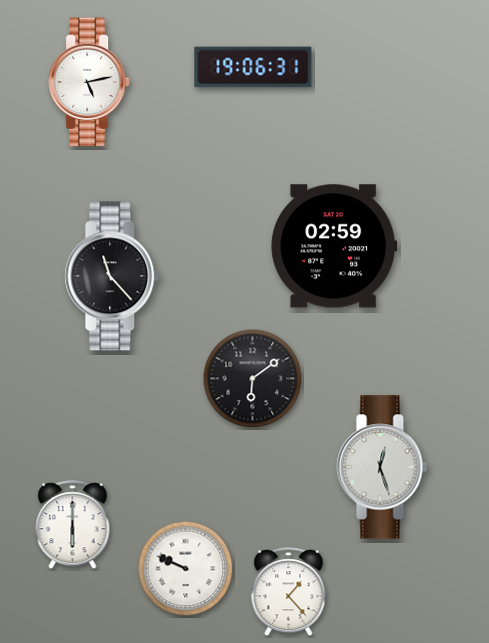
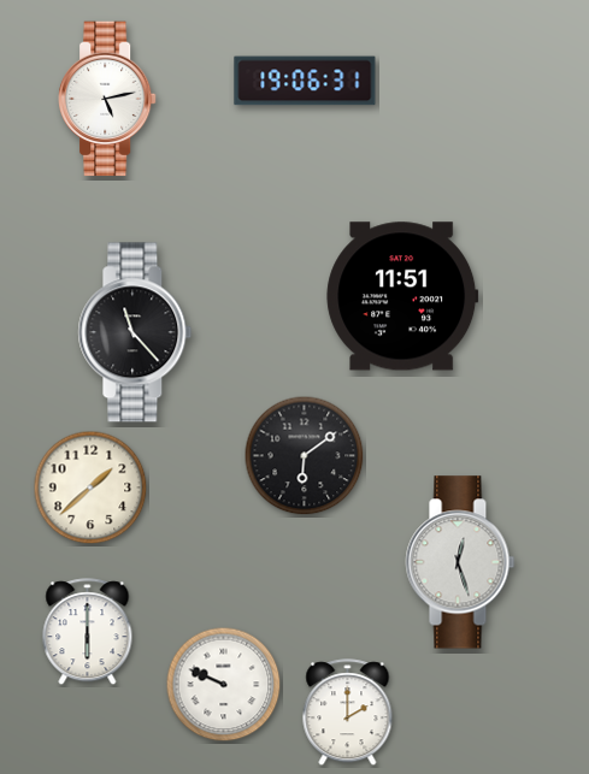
clock at (334, 246): 02:59 -> 11:51
clock at (90, 488): none -> 1:38
clock at (289, 592): 1:23 -> 2:00
